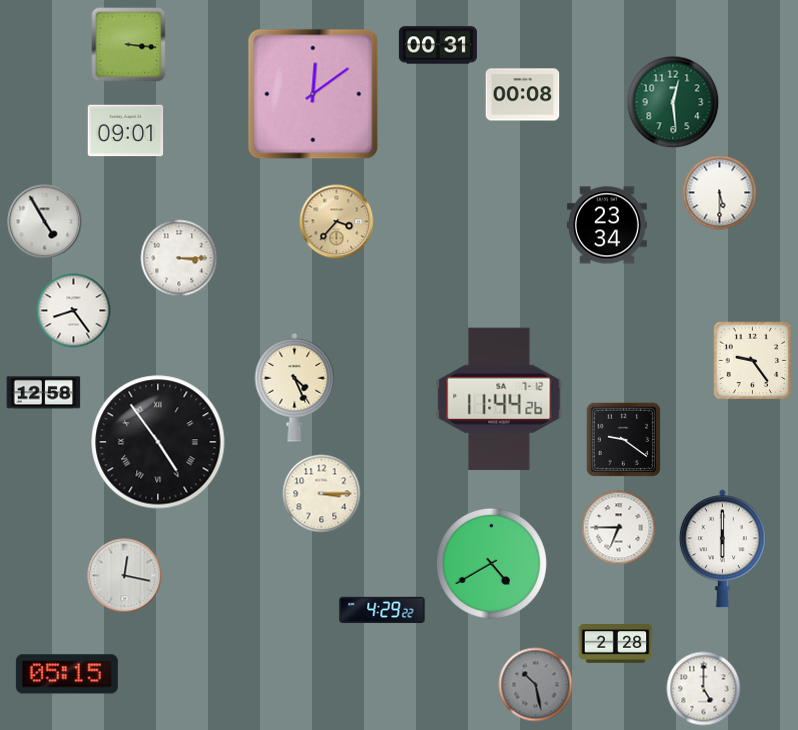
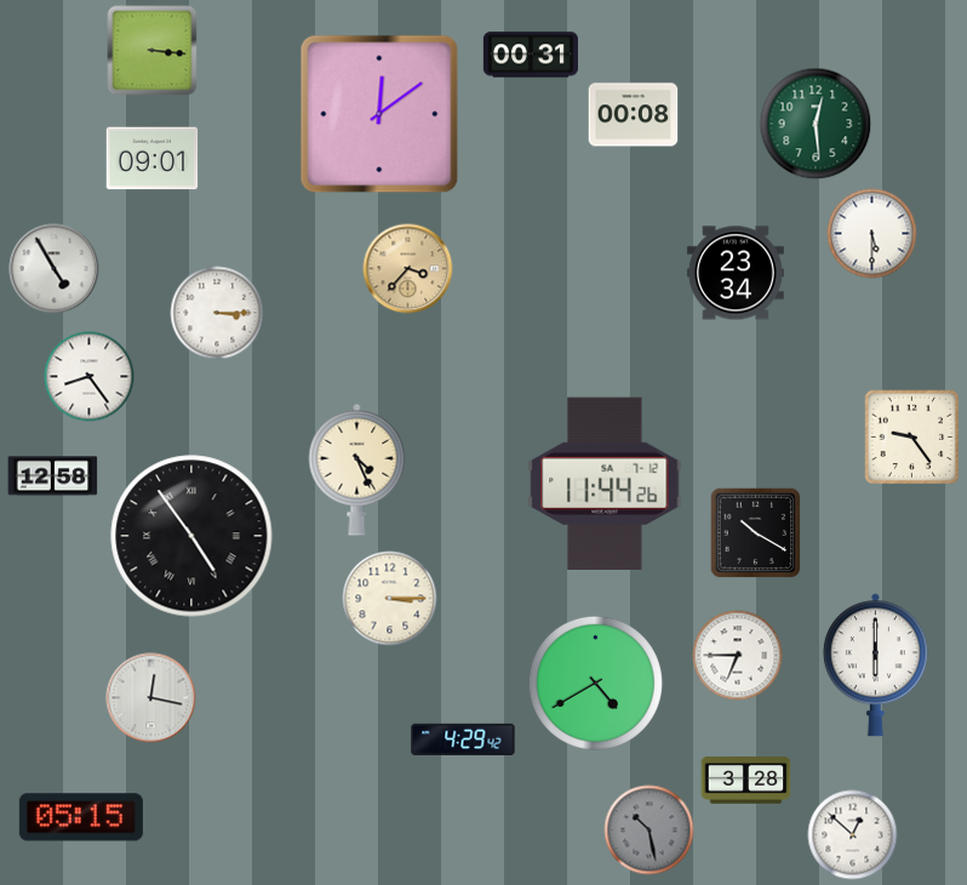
clock at (129, 45) position: (129, 45) -> (153, 51)
clock at (624, 440): 9:21 -> 10:20
clock at (619, 528) position: (619, 528) -> (738, 656)
clock at (382, 610): 4:29:22 -> 4:29:42
clock at (616, 644): 2:28 -> 3:28
clock at (704, 689): 5:00 -> 12:52
